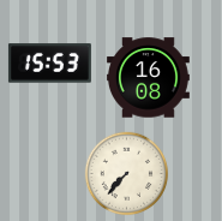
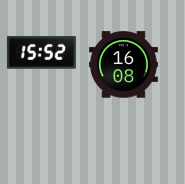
clock at (49, 64): 15:53 -> 15:52
clock at (127, 174): 7:37 -> none
